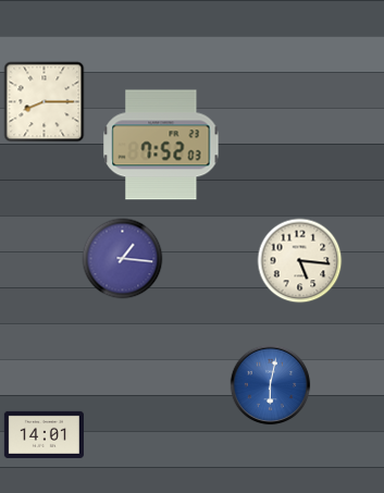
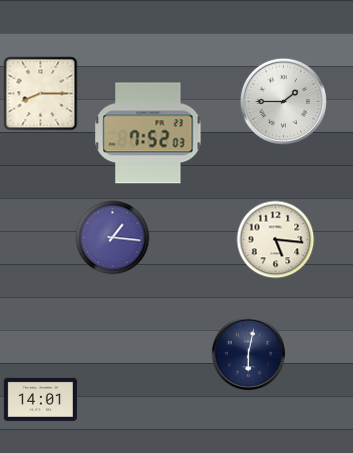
clock at (283, 101): none -> 1:45
clock at (271, 385) dial: blue -> navy
